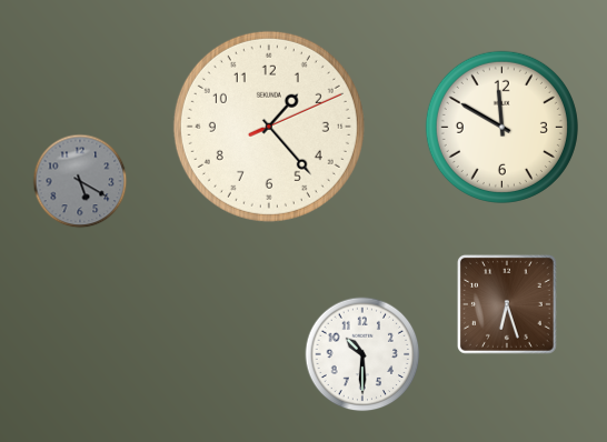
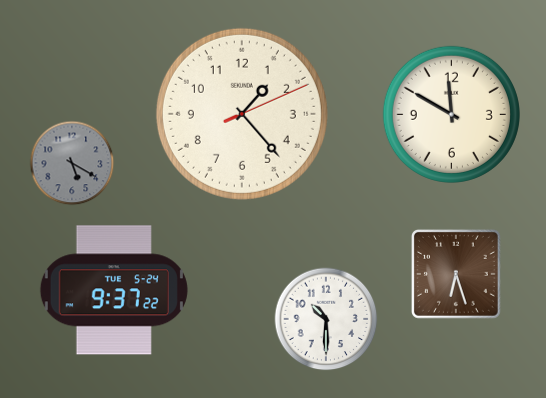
clock at (114, 290): none -> 9:37
